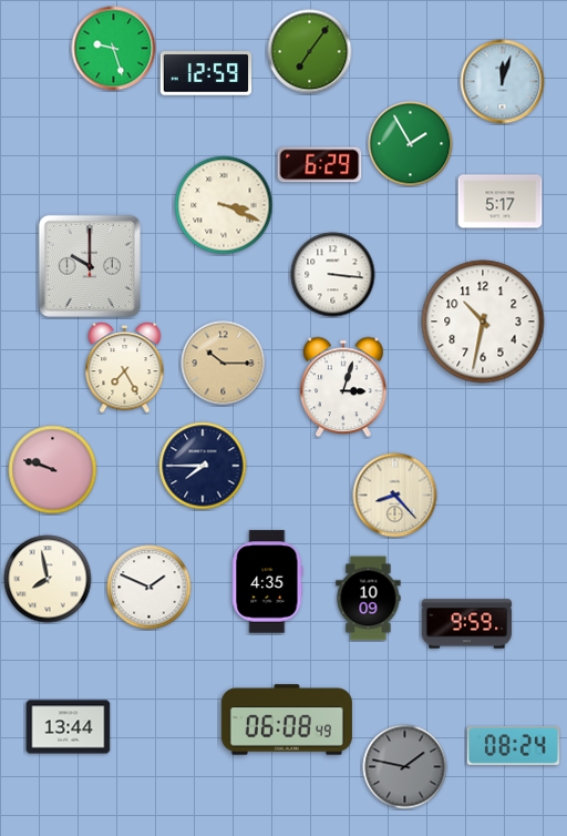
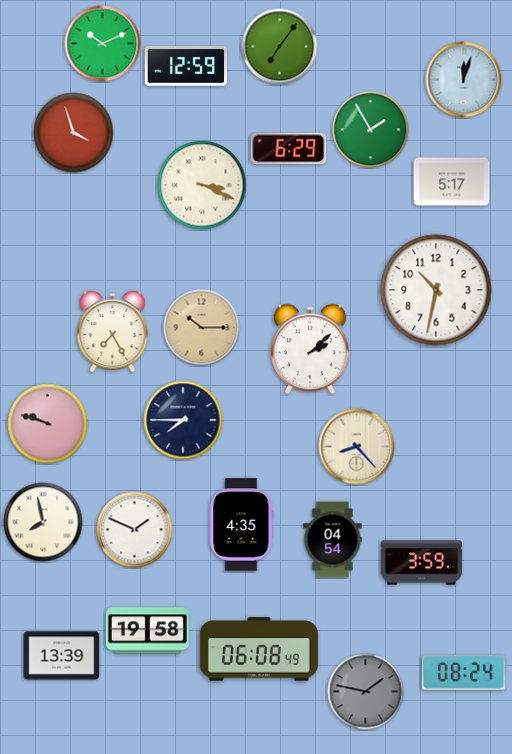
clock at (114, 49): 9:27 -> 10:11
clock at (503, 82) position: (503, 82) -> (464, 80)
clock at (74, 133): none -> 3:57
clock at (90, 266): 10:00 -> none
clock at (333, 275): 3:16 -> none
clock at (343, 387): 3:03 -> 2:08
clock at (369, 599): 10:09 -> 04:54
clock at (467, 624): 9:59 -> 3:59
clock at (147, 631): none -> 19:58
clock at (69, 727): 13:44 -> 13:39
